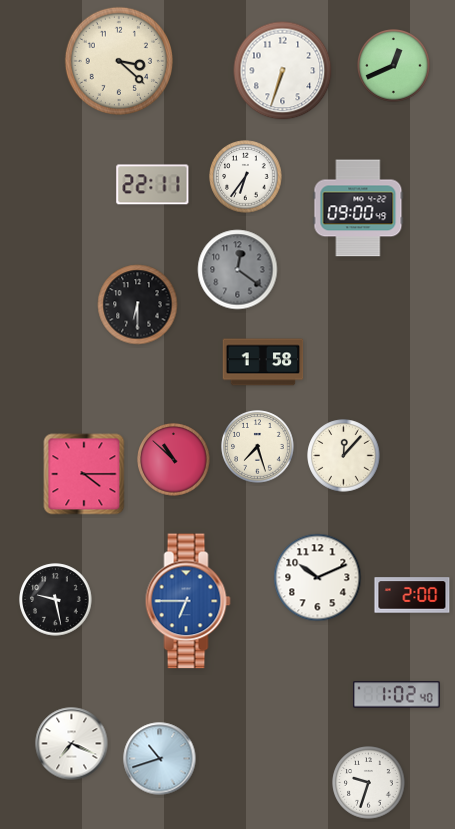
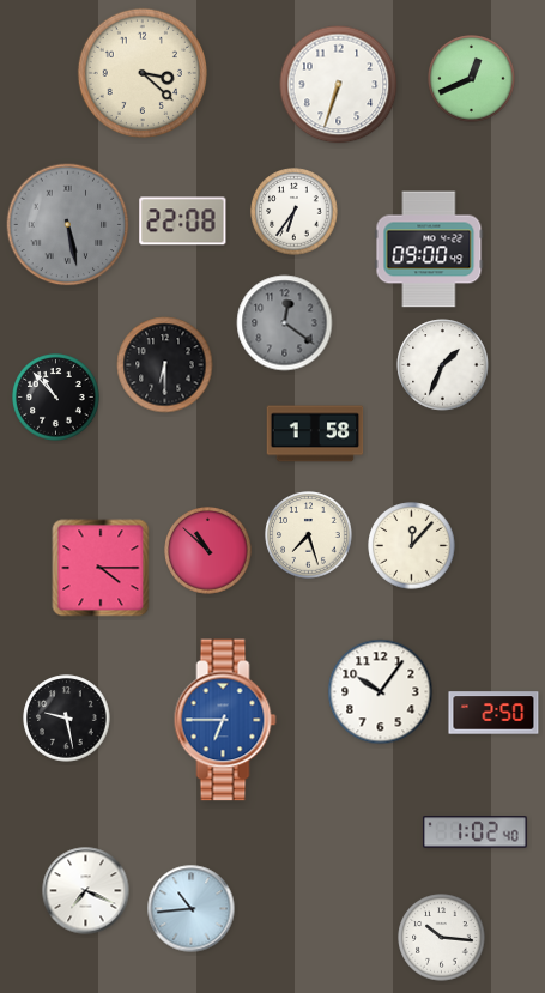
clock at (153, 185): 22:11 -> 22:08
clock at (68, 225): none -> 5:28
clock at (443, 365): none -> 1:34
clock at (56, 398): none -> 10:53
clock at (318, 578): 10:11 -> 10:06
clock at (412, 595): 2:00 -> 2:50
clock at (160, 759): 10:42 -> 10:44
clock at (369, 783): 9:33 -> 10:16
